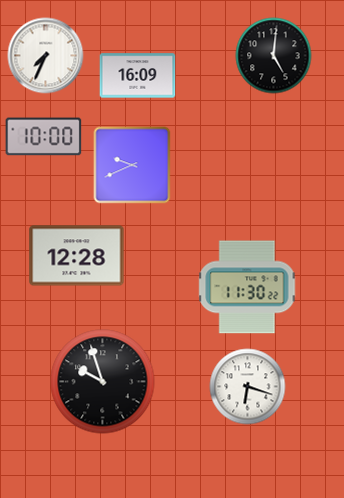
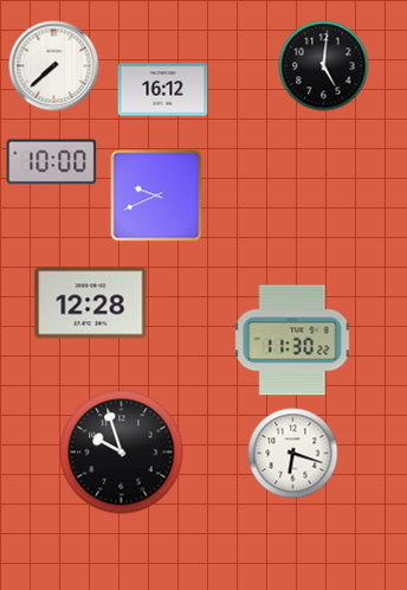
clock at (46, 56): 7:34 -> 7:38
clock at (138, 76): 16:09 -> 16:12
clock at (248, 387) position: (248, 387) -> (293, 454)
